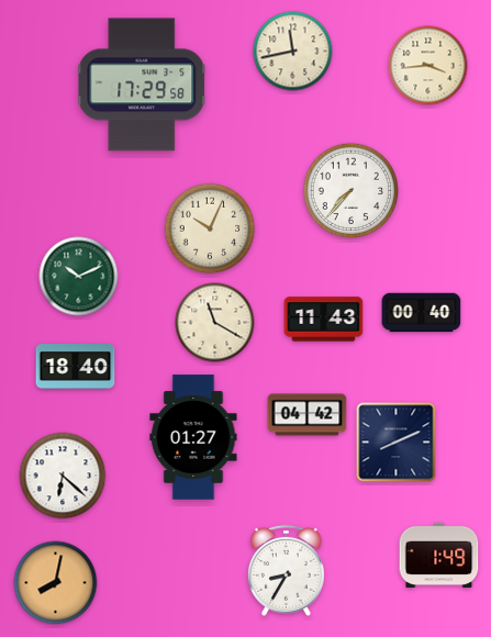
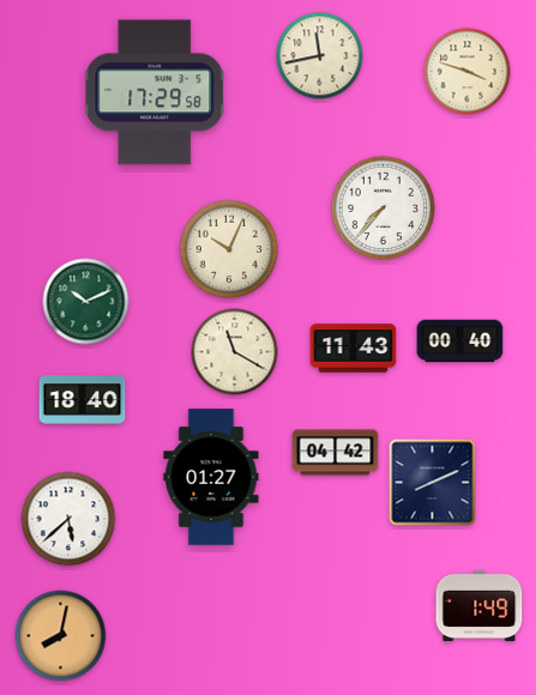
clock at (428, 66): 3:44 -> 3:48
clock at (63, 476): 6:22 -> 5:38
clock at (286, 570): 8:35 -> none
